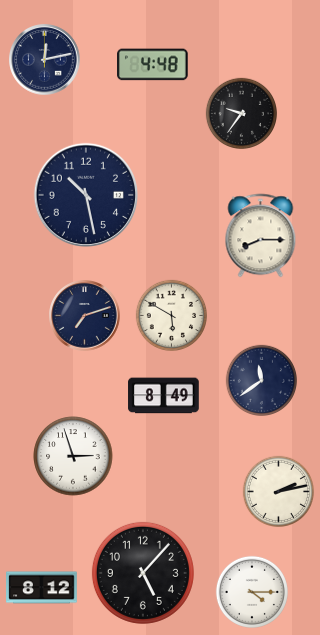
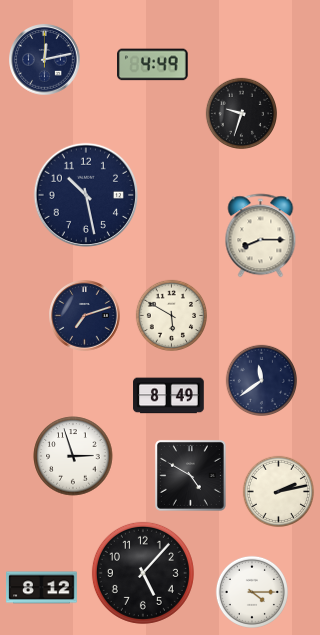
clock at (153, 65): 4:48 -> 4:49
clock at (241, 113): 9:36 -> 9:33
clock at (164, 396) position: (164, 396) -> (169, 396)
clock at (190, 475): none -> 4:50
